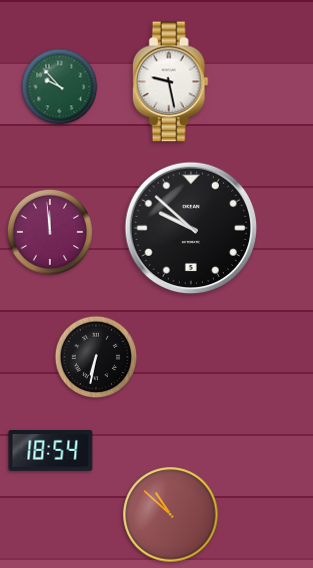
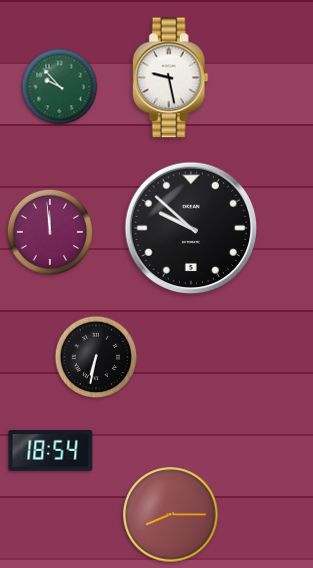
clock at (170, 82) position: (170, 82) -> (170, 78)
clock at (171, 515): 10:52 -> 8:15
